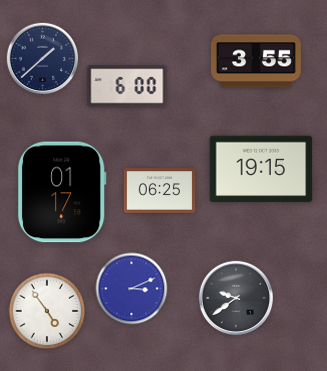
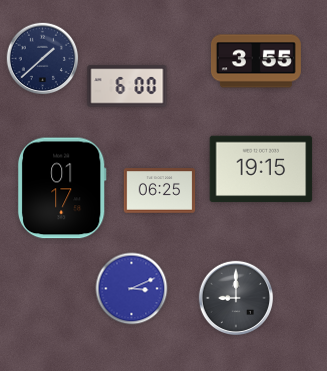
clock at (62, 192) position: (62, 192) -> (62, 188)
clock at (235, 297): 9:39 -> 9:00
clock at (47, 311): 4:54 -> none
